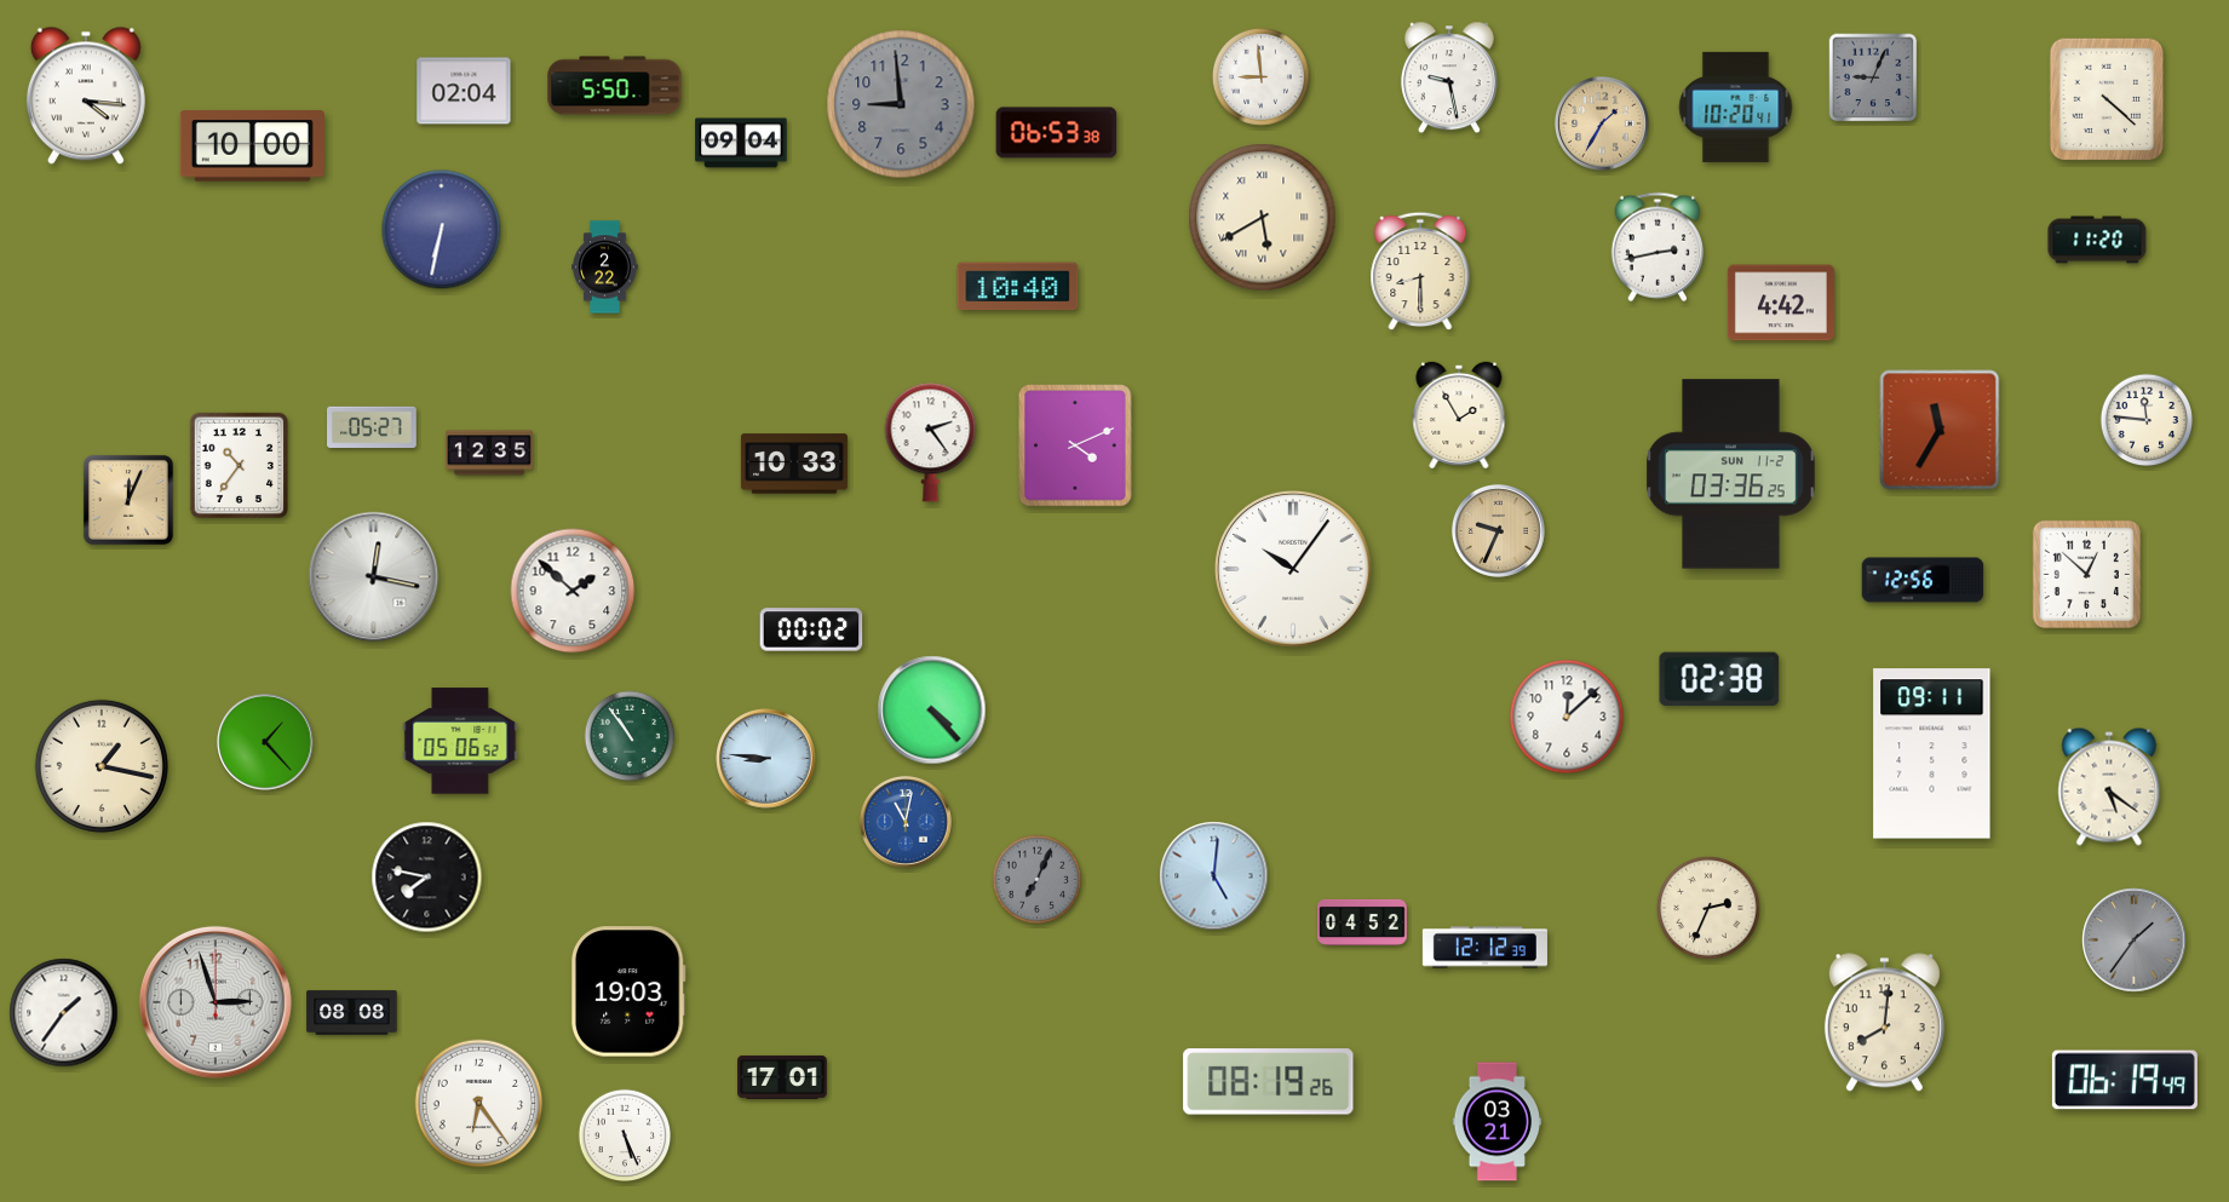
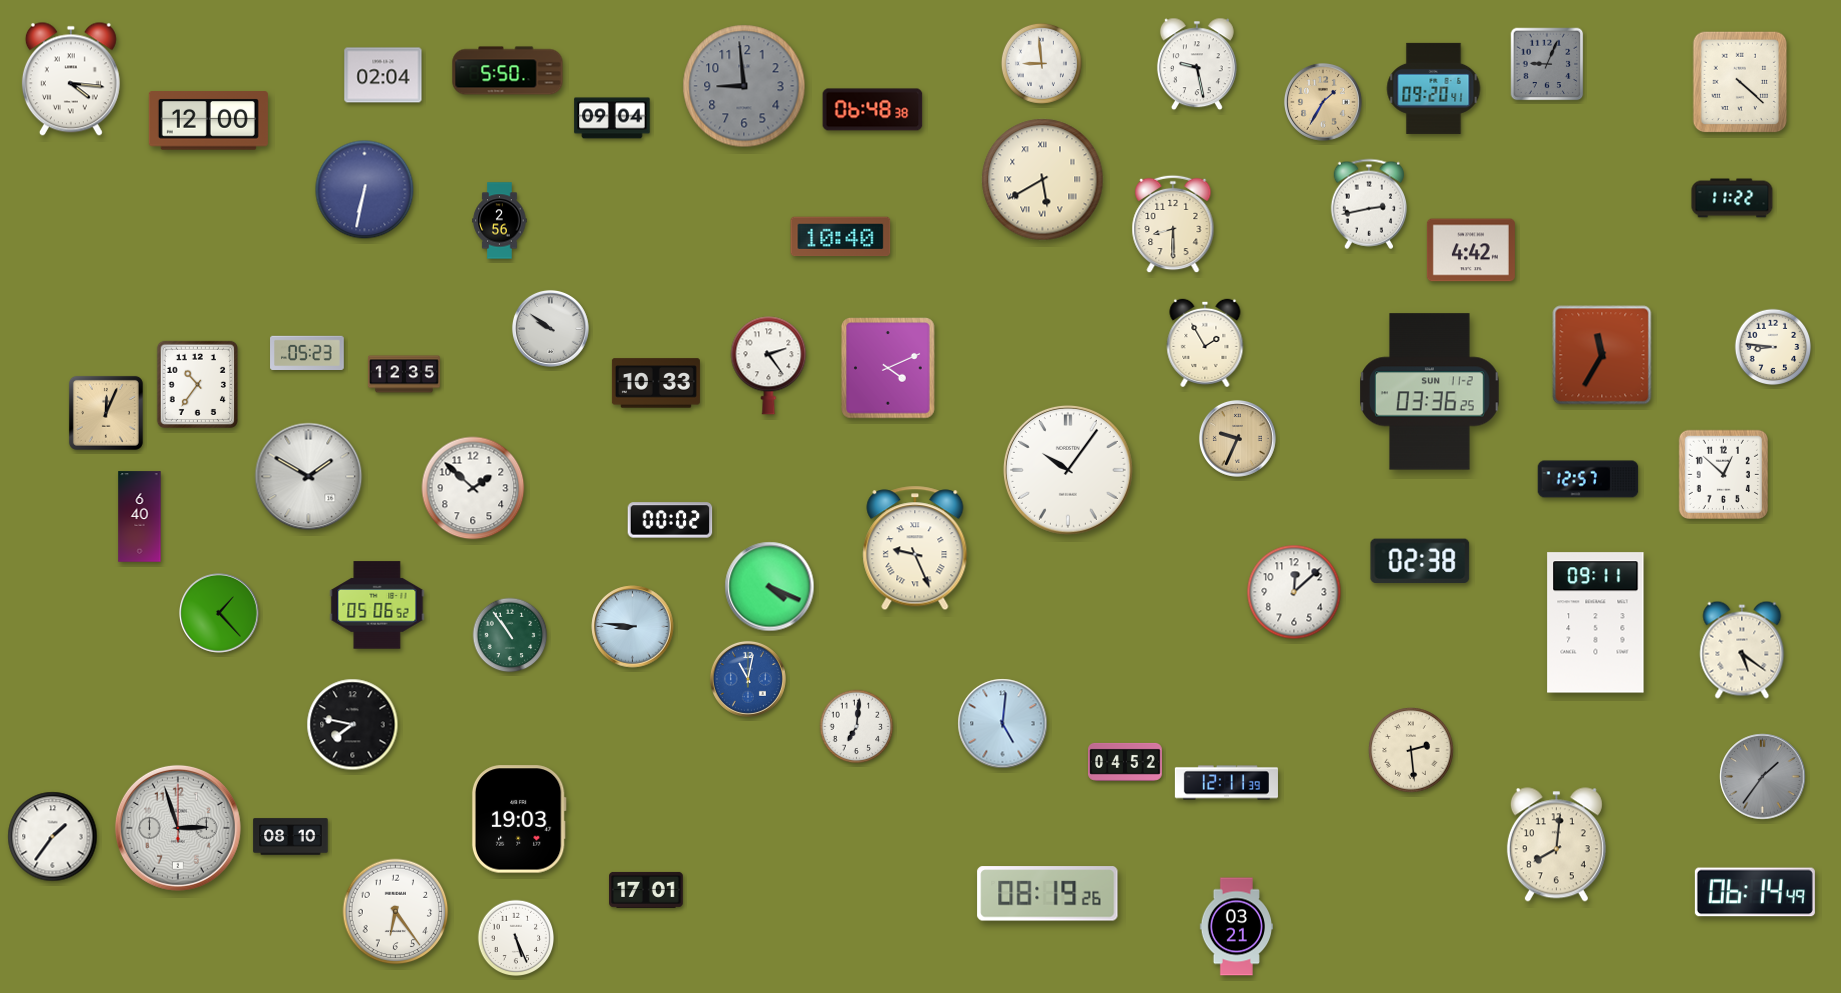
clock at (1736, 107): 10:20 -> 09:20
clock at (1057, 133): 06:53 -> 06:48
clock at (252, 146): 10:00 -> 12:00
clock at (2097, 240): 11:20 -> 11:22
clock at (605, 268): 2:22 -> 2:56
clock at (550, 328): none -> 9:51
clock at (2147, 420): 11:46 -> 8:46
clock at (372, 427): 05:27 -> 05:23
clock at (374, 577): 12:17 -> 1:50
clock at (1923, 580): 12:56 -> 12:57
clock at (140, 517): none -> 6:40
clock at (915, 548): none -> 9:26
clock at (932, 711): 4:23 -> 4:19
clock at (630, 736) position: (630, 736) -> (510, 635)
clock at (460, 741) position: (460, 741) -> (377, 605)
clock at (102, 766): 1:17 -> none
clock at (1038, 880): 7:04 -> 7:01
clock at (1038, 880) dial: grey -> white
clock at (1708, 908): 2:34 -> 2:29
clock at (1484, 948): 12:12 -> 12:11
clock at (352, 1013): 08:08 -> 08:10
clock at (2125, 1080): 06:19 -> 06:14
